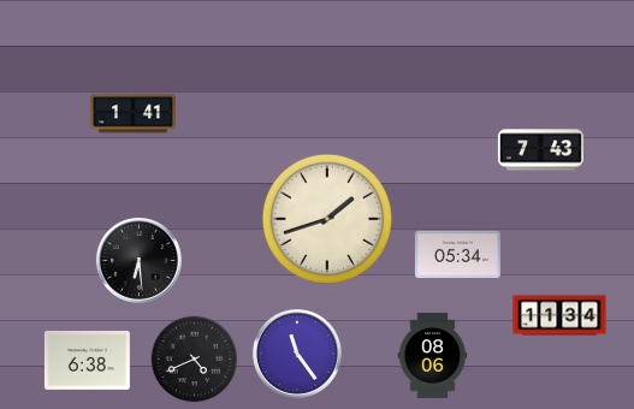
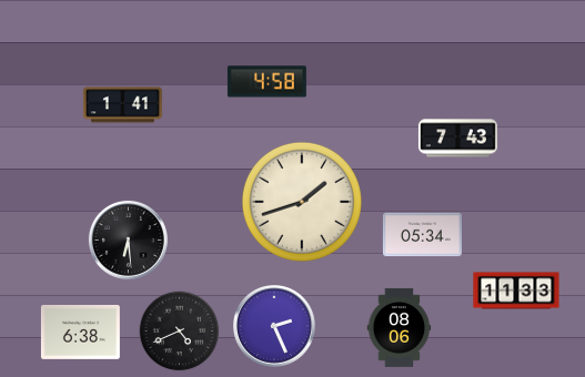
clock at (266, 82): none -> 4:58
clock at (540, 150) position: (540, 150) -> (457, 139)
clock at (559, 315): 11:34 -> 11:33
clock at (298, 355): 11:24 -> 2:26
